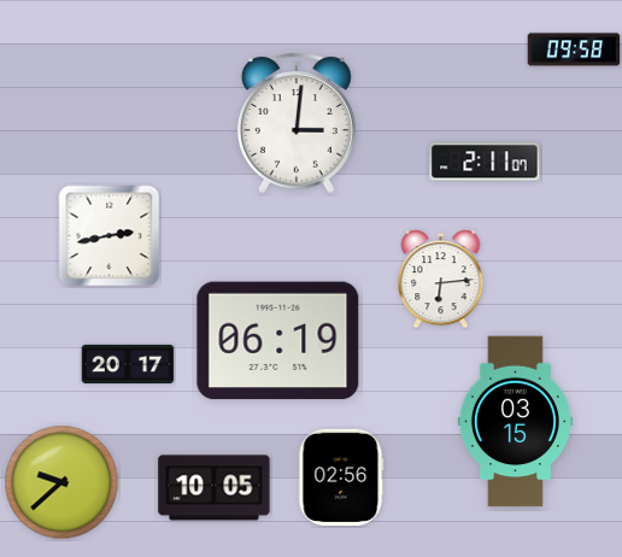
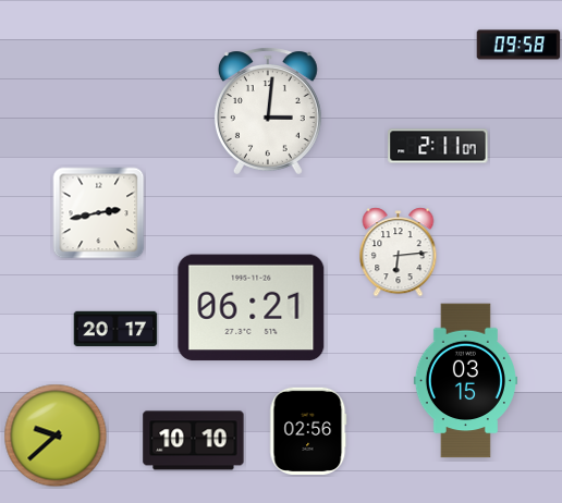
clock at (278, 341): 06:19 -> 06:21
clock at (215, 488): 10:05 -> 10:10
